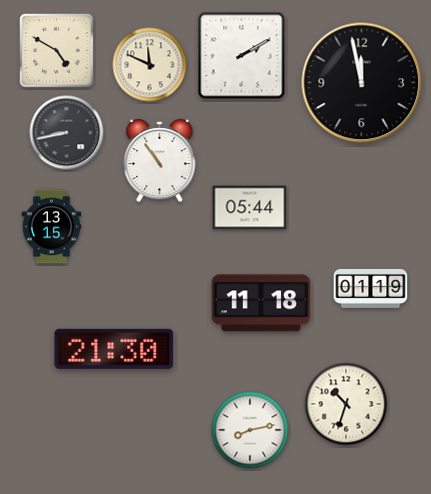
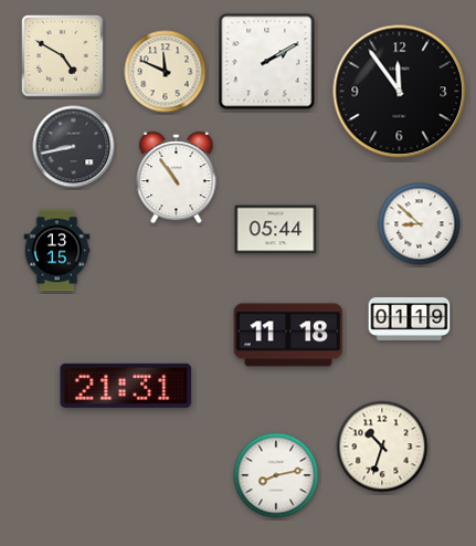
clock at (362, 83): 11:58 -> 11:54
clock at (420, 224): none -> 8:52
clock at (114, 349): 21:30 -> 21:31
